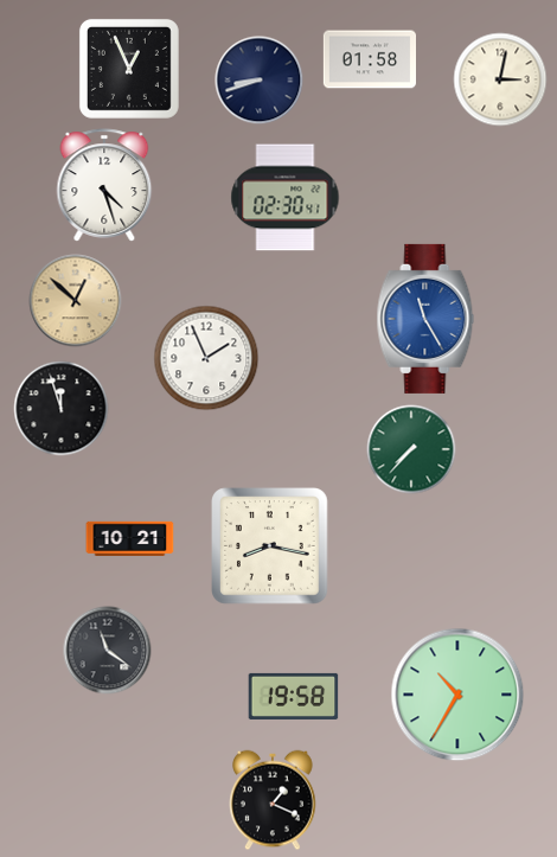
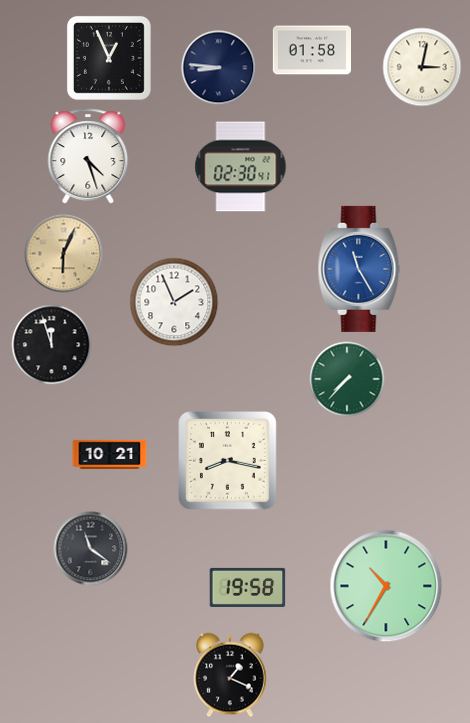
clock at (260, 81): 8:42 -> 8:46
clock at (76, 301): 12:52 -> 6:04
